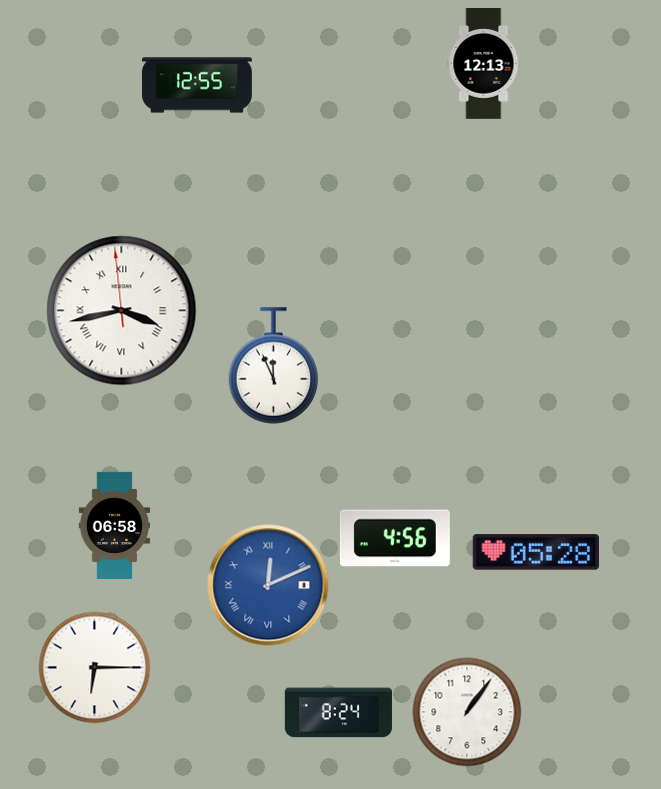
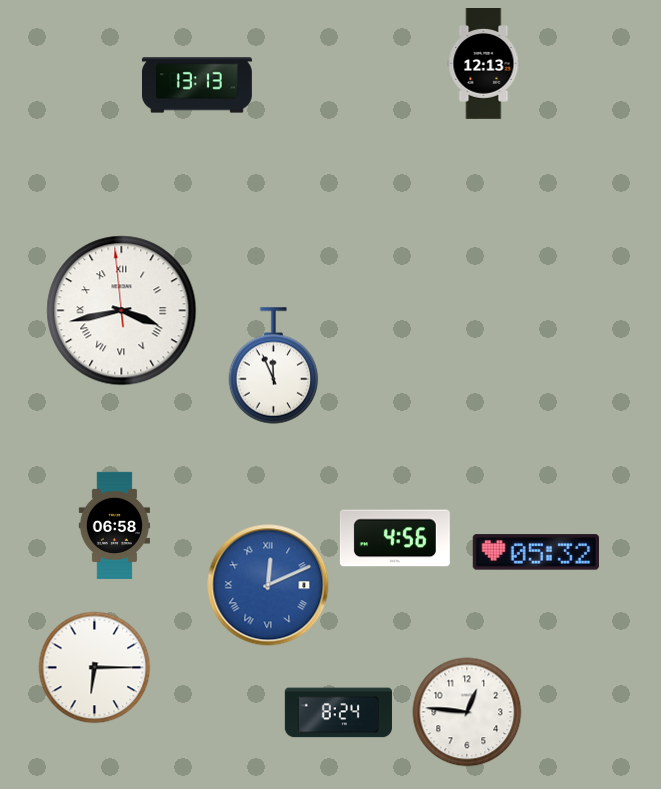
clock at (197, 85): 12:55 -> 13:13
clock at (536, 552): 05:28 -> 05:32
clock at (467, 712): 1:06 -> 12:46
